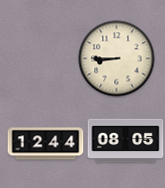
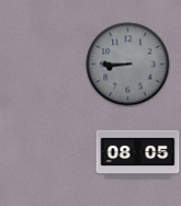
clock at (117, 59) dial: cream -> grey
clock at (46, 144): 12:44 -> none
